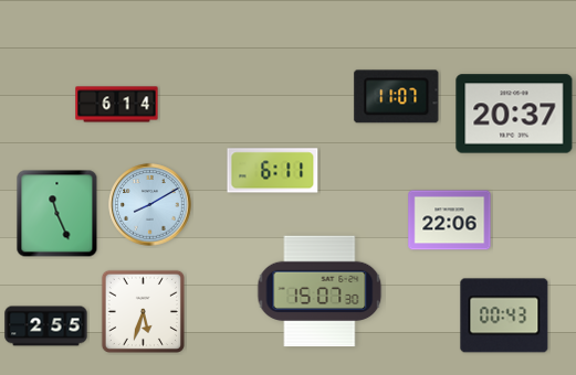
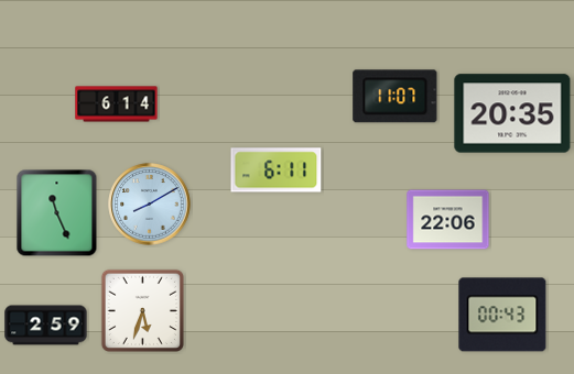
clock at (514, 114): 20:37 -> 20:35
clock at (273, 171) position: (273, 171) -> (277, 170)
clock at (320, 291): 15:07 -> none
clock at (46, 326): 2:55 -> 2:59
